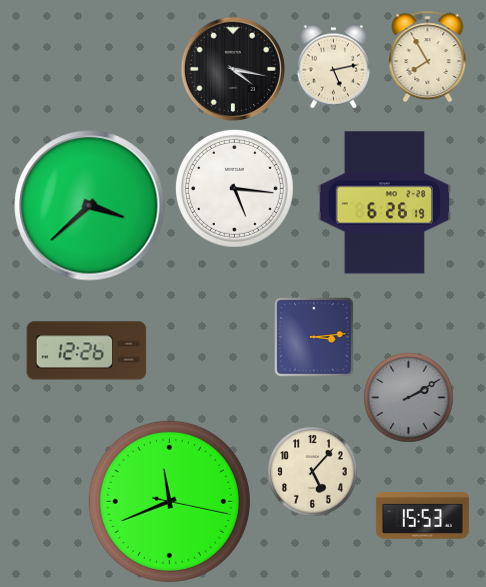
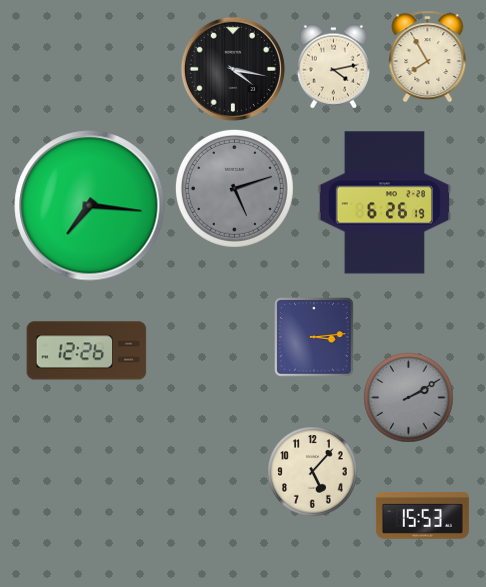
clock at (333, 67): 5:13 -> 4:13
clock at (234, 188): 5:16 -> 5:12
clock at (234, 188) dial: white -> grey
clock at (90, 206): 3:38 -> 7:16
clock at (169, 501): 11:41 -> none
